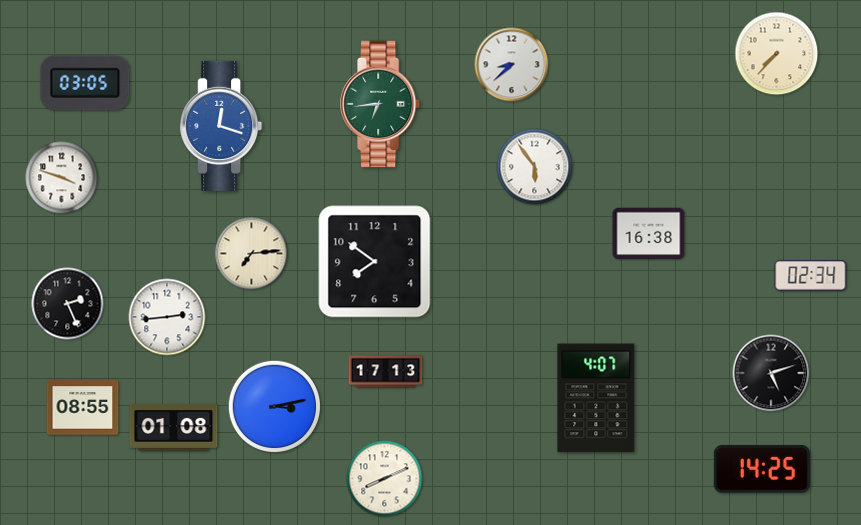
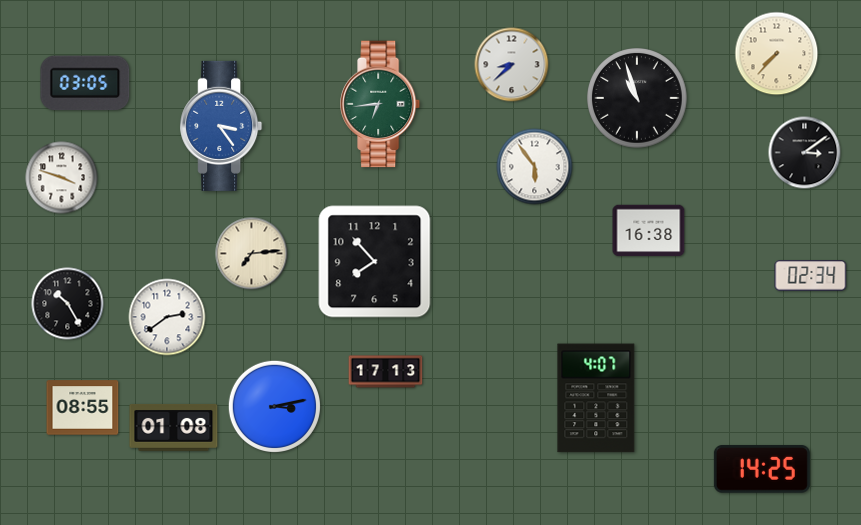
clock at (638, 99): none -> 10:57
clock at (221, 126): 12:18 -> 3:24
clock at (805, 153): none -> 3:09
clock at (649, 234) position: (649, 234) -> (649, 231)
clock at (375, 262): 7:51 -> 7:53
clock at (68, 304): 2:26 -> 10:25
clock at (167, 317): 2:44 -> 2:39
clock at (771, 373): 5:12 -> none
clock at (385, 479): 8:11 -> none
